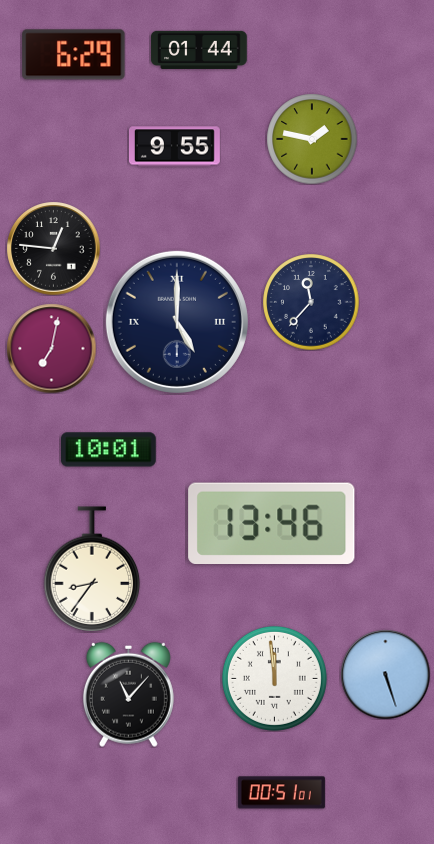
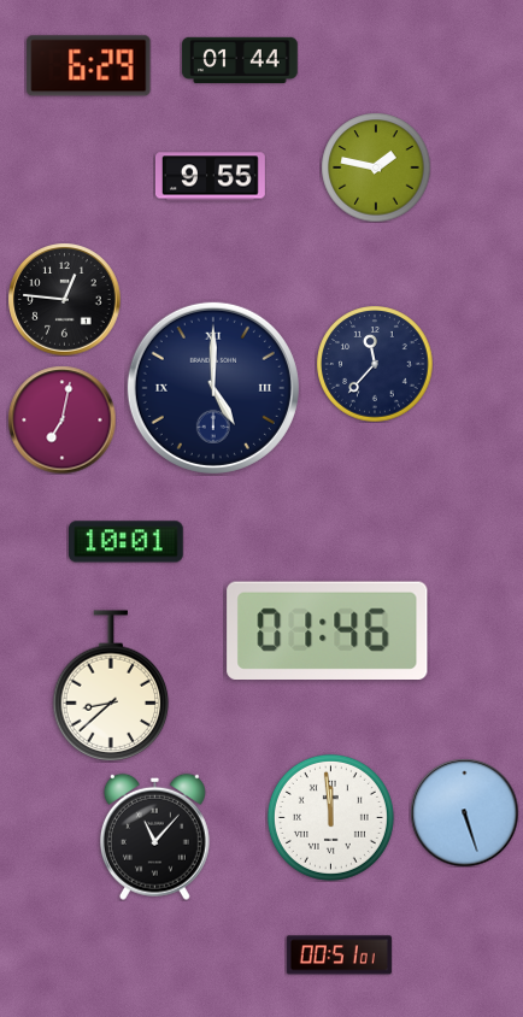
clock at (109, 450) position: (109, 450) -> (127, 542)
clock at (272, 523): 13:46 -> 01:46
clock at (92, 569): 8:36 -> 8:38
